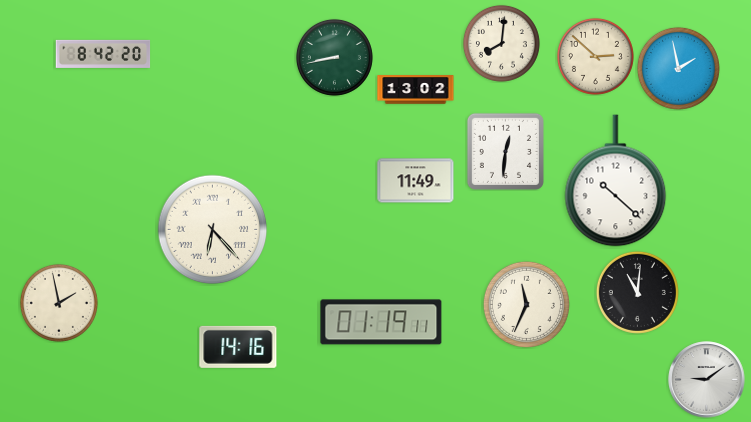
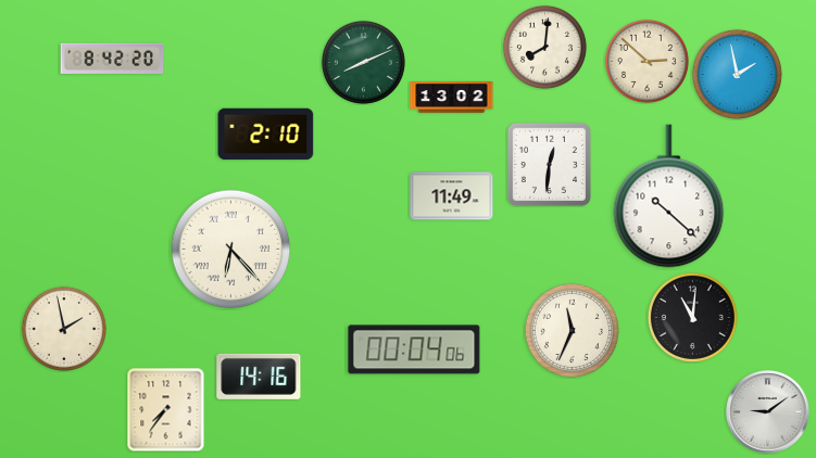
clock at (334, 57): 8:43 -> 8:11
clock at (266, 135): none -> 2:10
clock at (381, 322): 01:19 -> 00:04
clock at (166, 409): none -> 7:36
